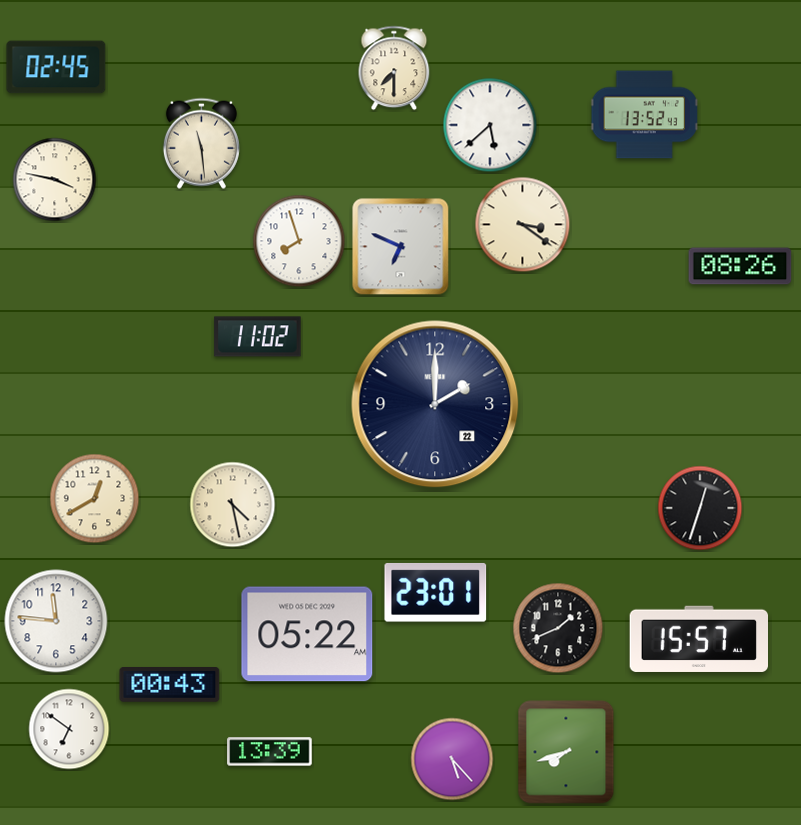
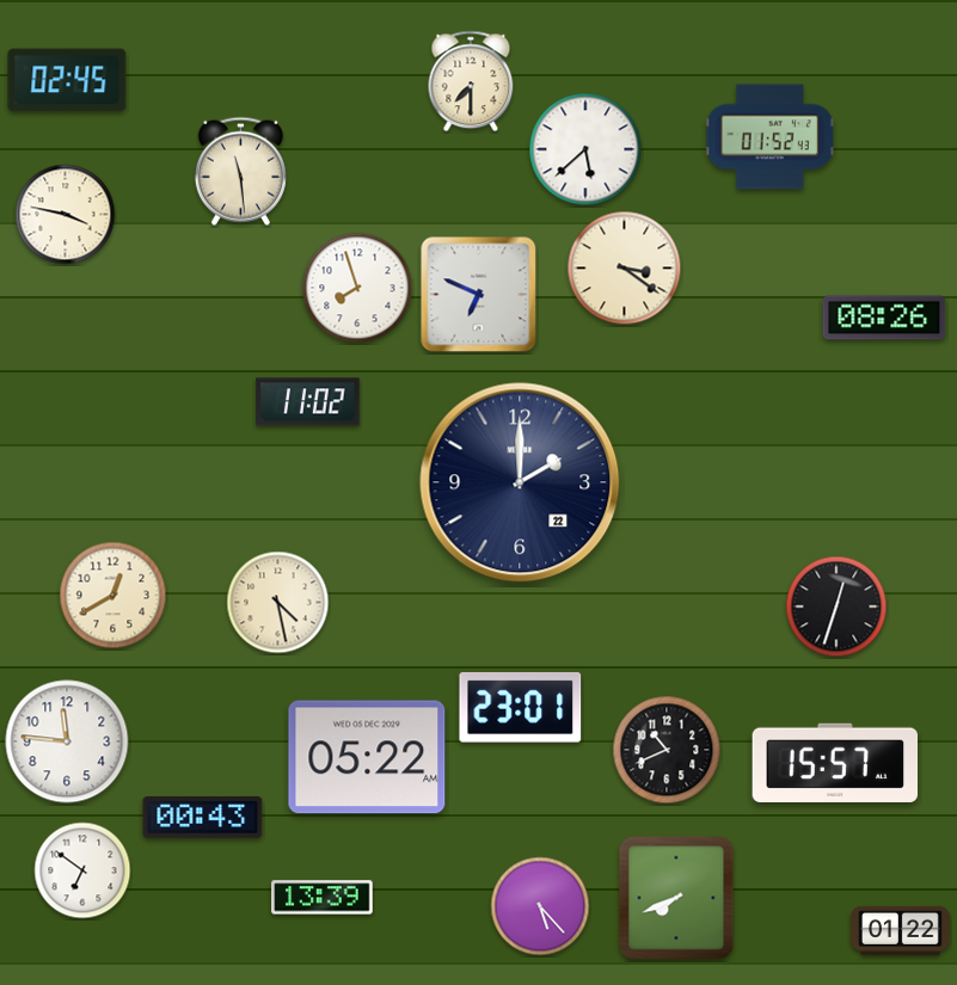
clock at (645, 115): 13:52 -> 01:52
clock at (558, 628): 1:41 -> 10:41
clock at (566, 752): 7:42 -> 7:41
clock at (901, 930): none -> 01:22
